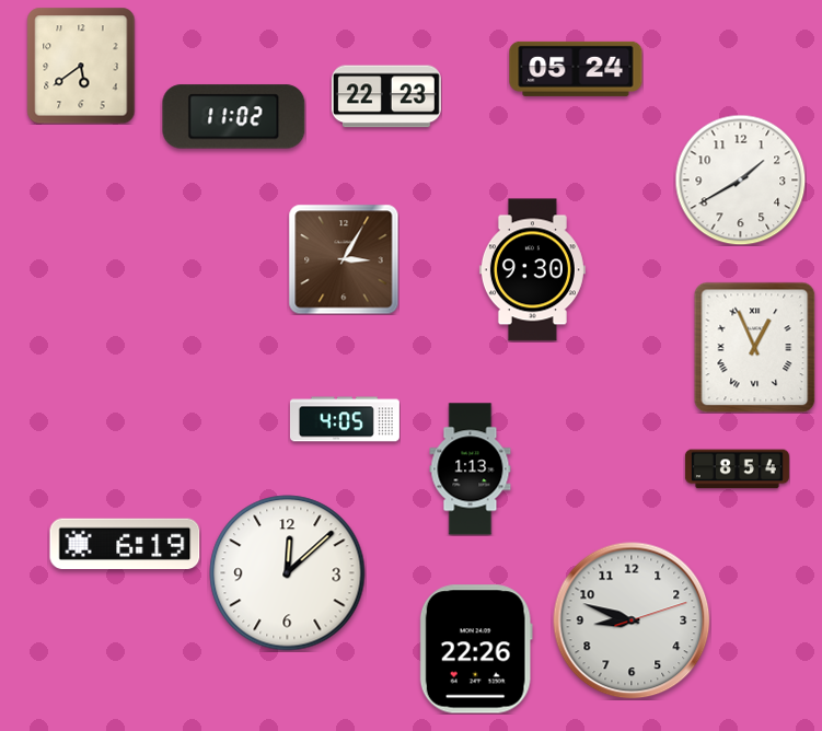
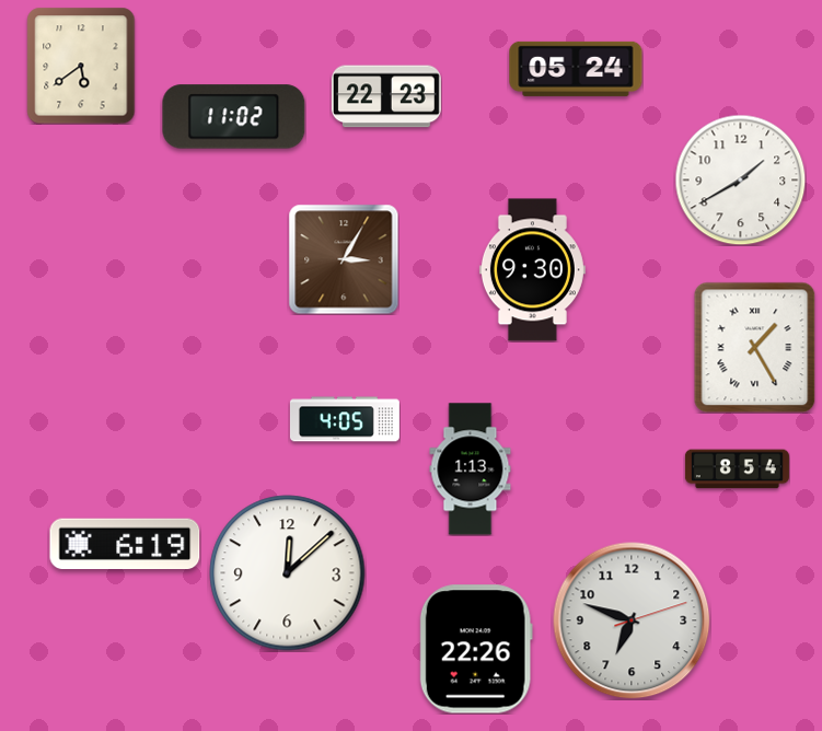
clock at (755, 347): 12:56 -> 1:25
clock at (632, 620): 8:48 -> 6:48
